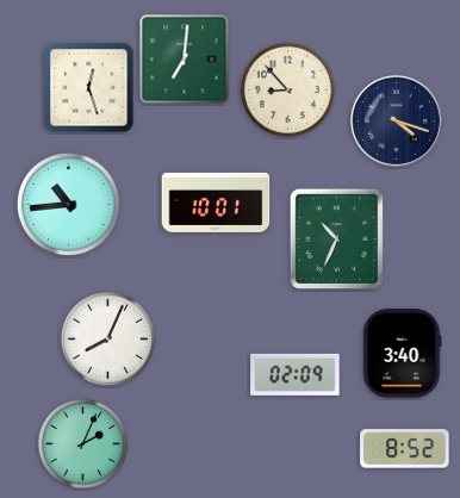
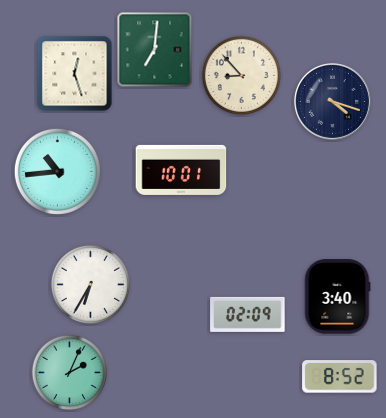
clock at (336, 238): 10:34 -> none
clock at (107, 338): 8:04 -> 6:35
